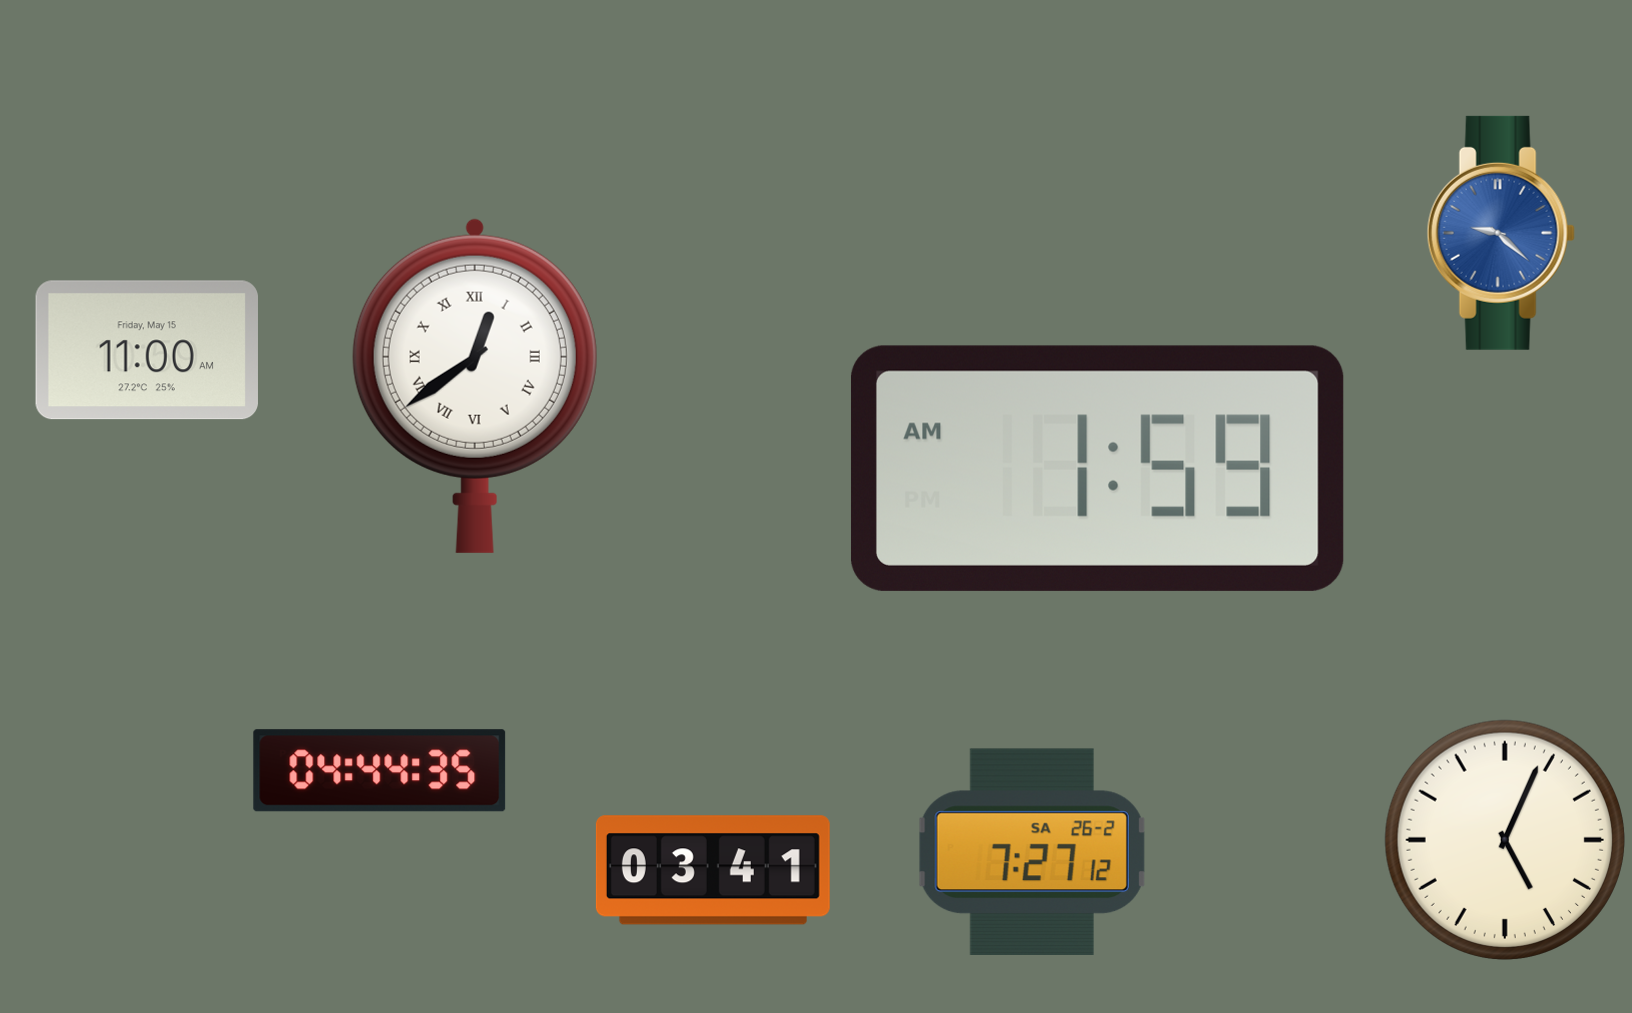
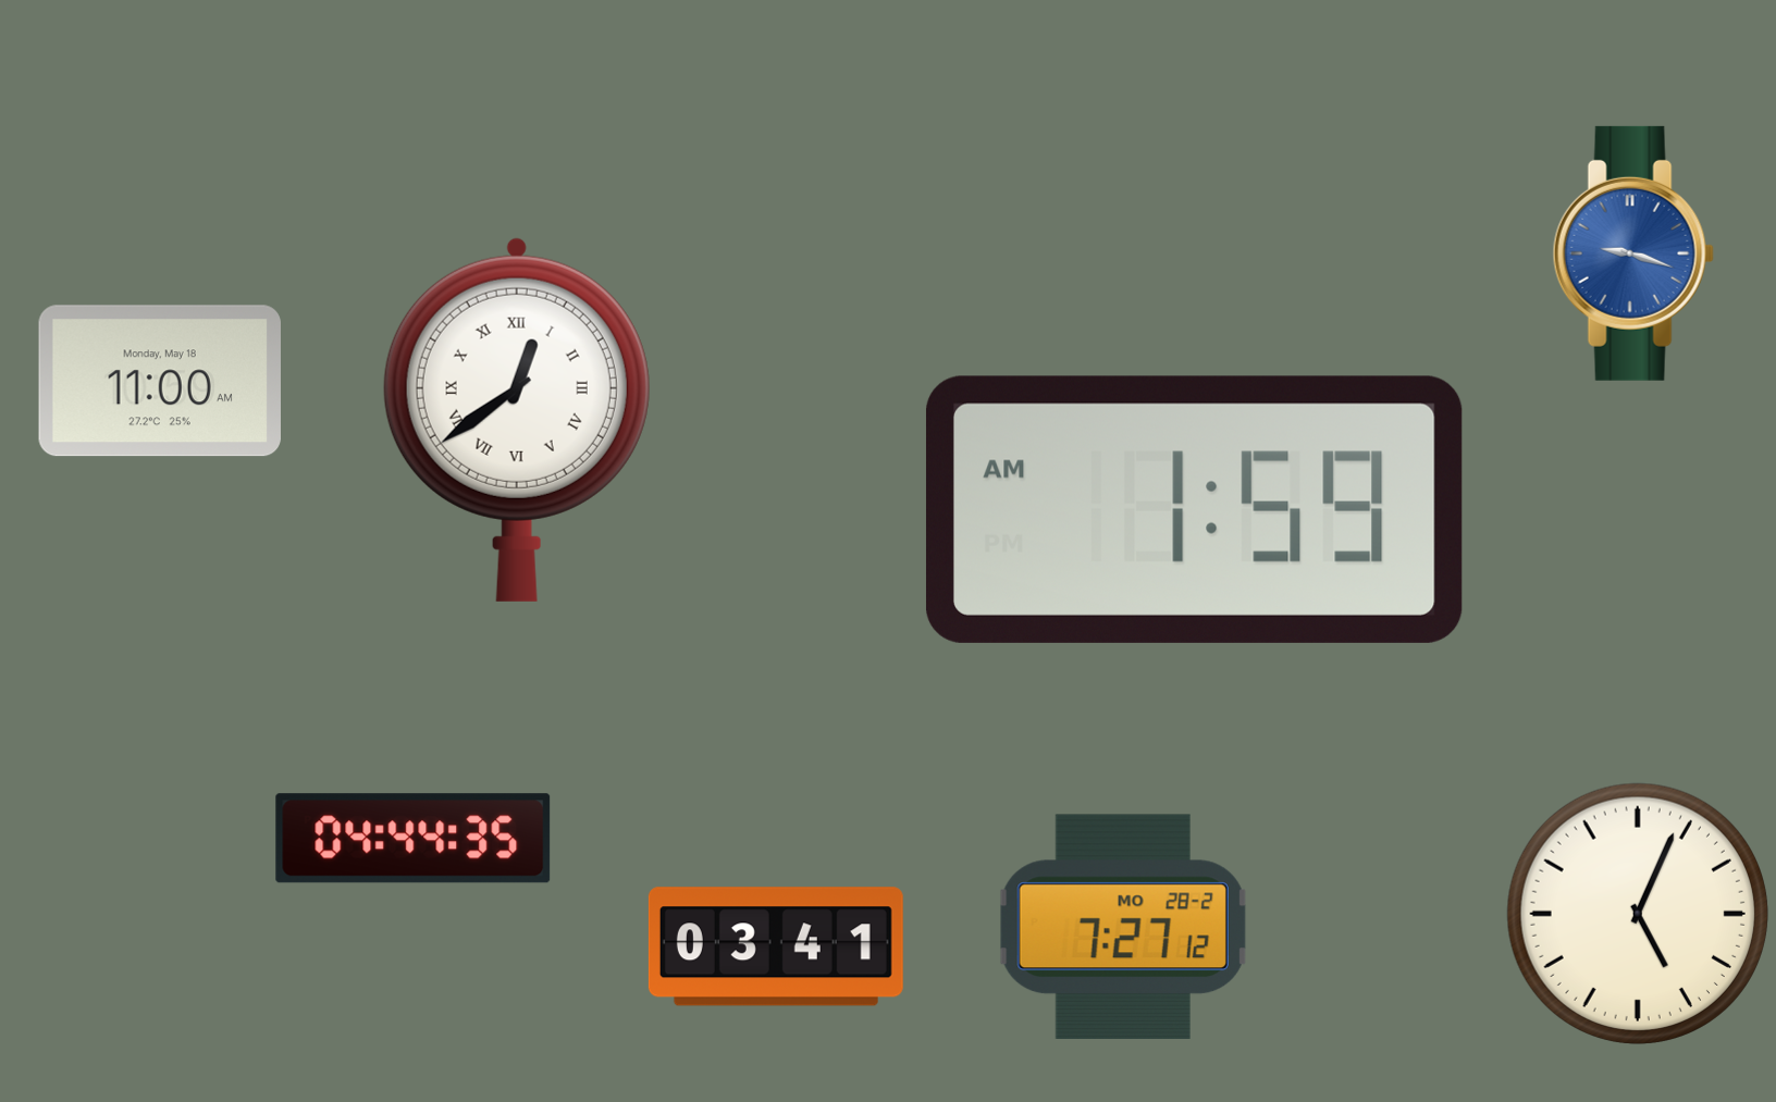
clock at (1501, 233): 9:22 -> 9:18
clock at (147, 350) date: Friday, May 15 -> Monday, May 18
clock at (1032, 852) date: SA 26-2 -> MO 28-2
